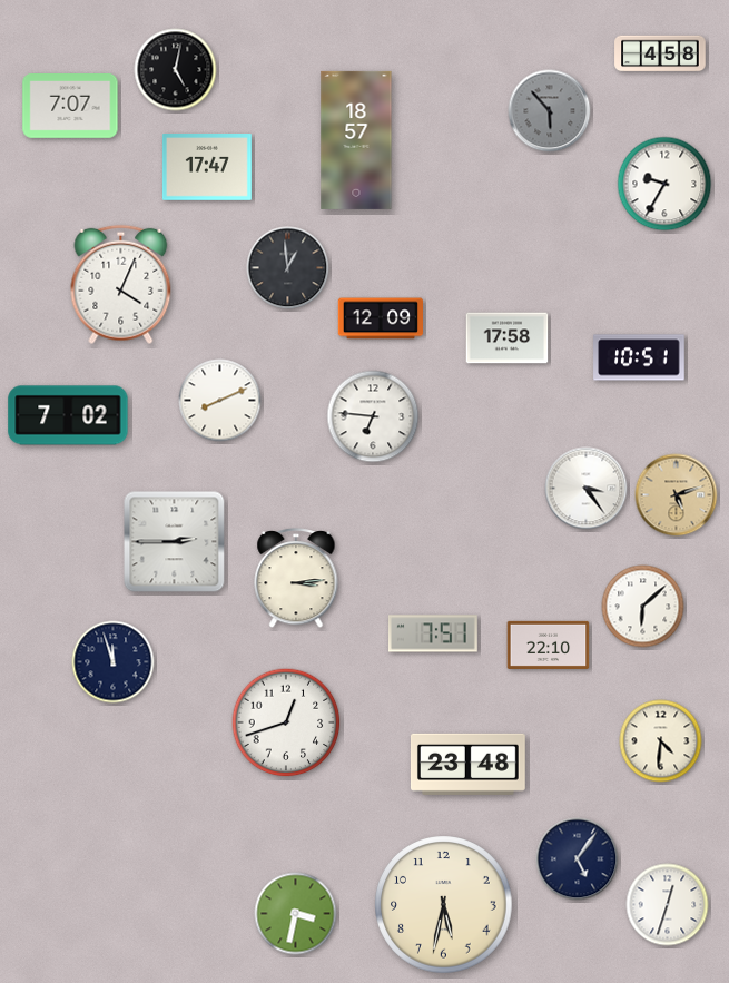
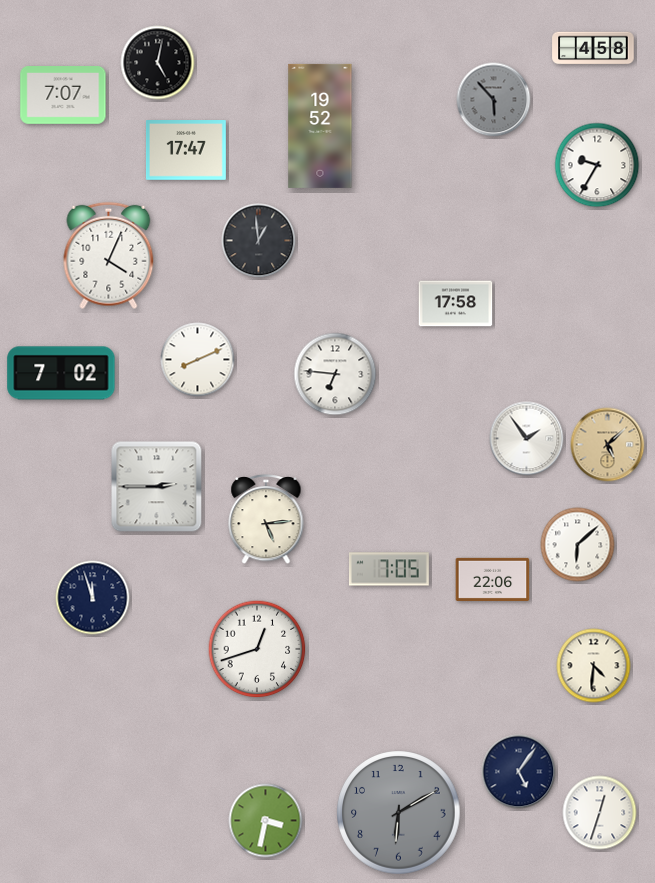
clock at (356, 140): 18:57 -> 19:52
clock at (381, 318): 12:09 -> none
clock at (639, 357): 10:51 -> none
clock at (587, 489): 3:24 -> 1:54
clock at (677, 495): 5:12 -> 5:08
clock at (296, 579): 3:14 -> 5:14
clock at (433, 633): 7:51 -> 7:05
clock at (549, 645): 22:10 -> 22:06
clock at (114, 662) position: (114, 662) -> (93, 598)
clock at (467, 764): 23:48 -> none
clock at (444, 905): 5:32 -> 6:10
clock at (444, 905) dial: cream -> grey
